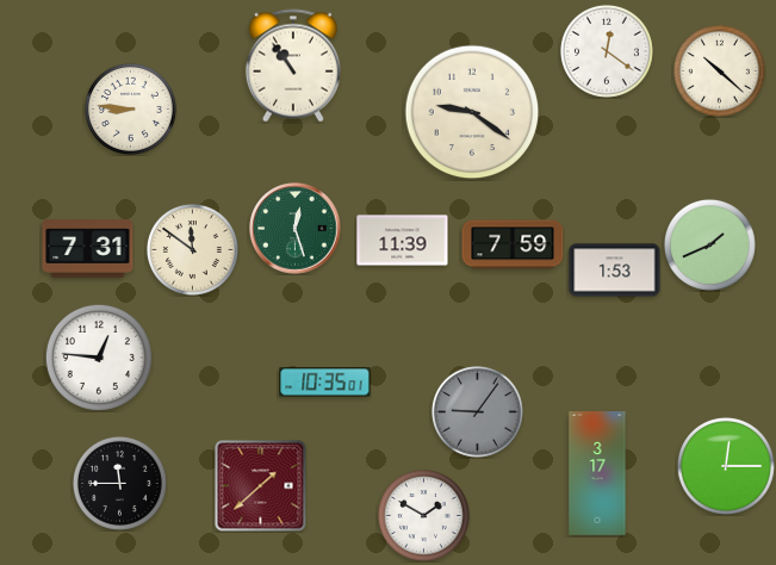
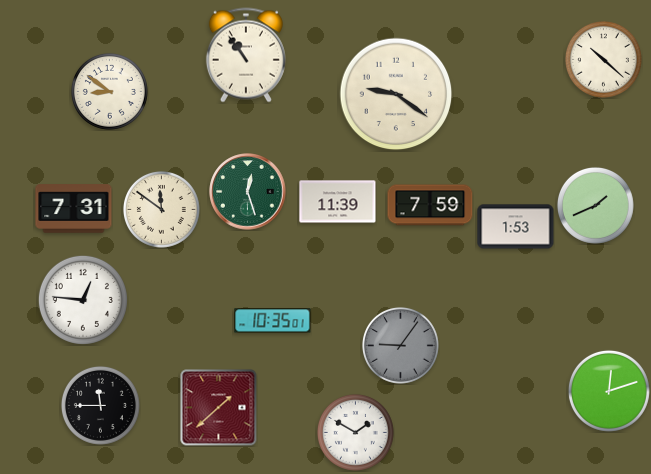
clock at (607, 51): 12:21 -> none
clock at (130, 108): 8:46 -> 8:51
clock at (726, 466): 12:15 -> 12:12
clock at (597, 473): 3:17 -> none
